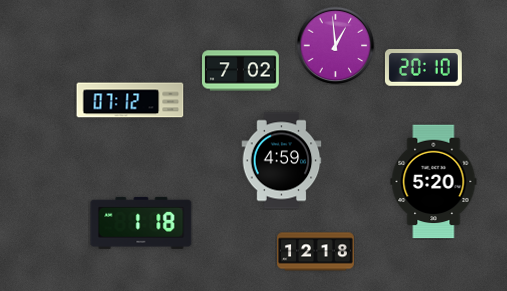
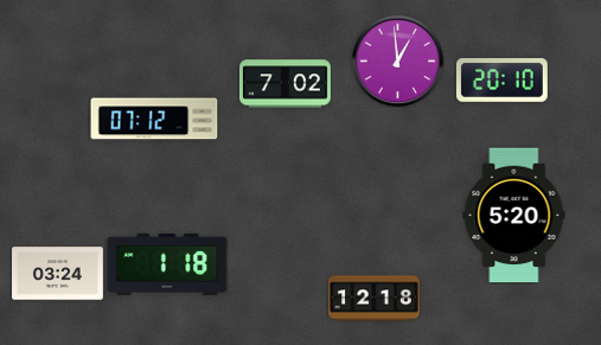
clock at (335, 45) position: (335, 45) -> (397, 60)
clock at (282, 161): 4:59 -> none
clock at (58, 274): none -> 03:24
